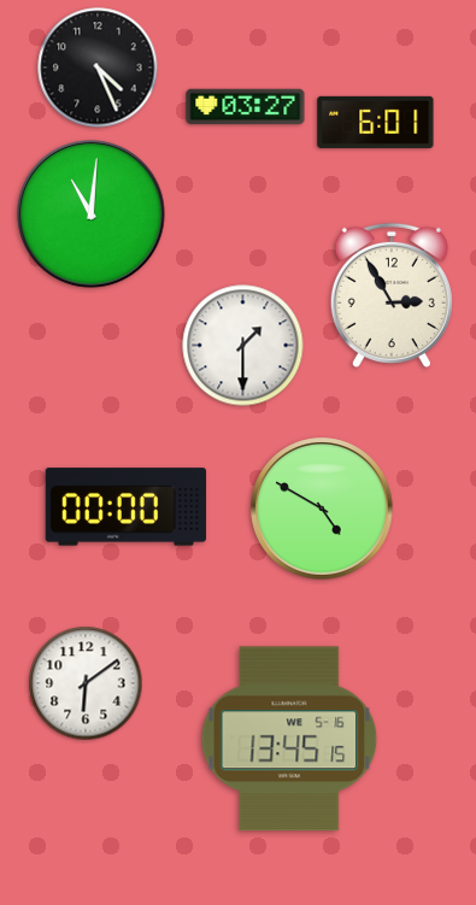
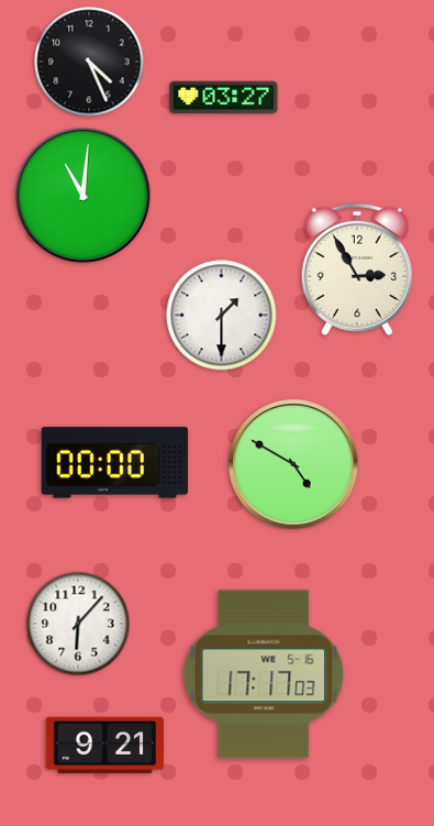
clock at (376, 122): 6:01 -> none
clock at (86, 683): 6:09 -> 6:07
clock at (289, 739): 13:45 -> 17:17
clock at (105, 746): none -> 9:21
